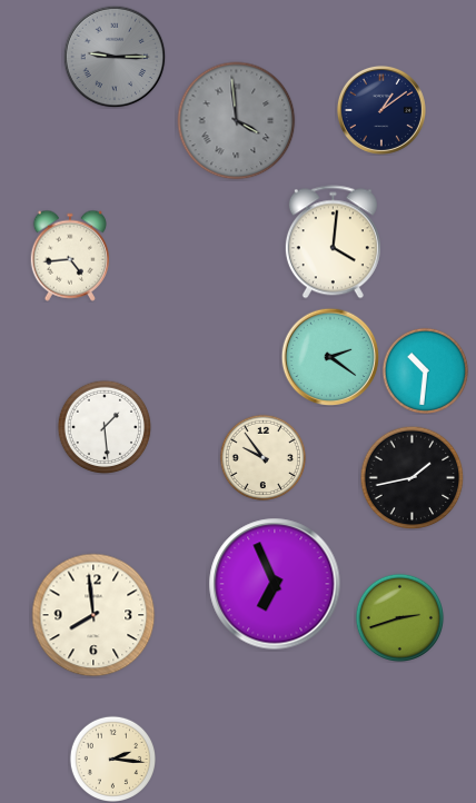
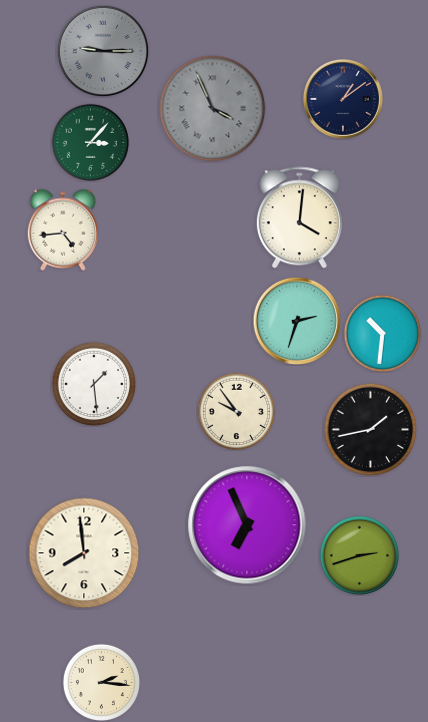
clock at (237, 121): 3:59 -> 3:56
clock at (90, 142): none -> 3:07
clock at (330, 357): 2:21 -> 2:33
